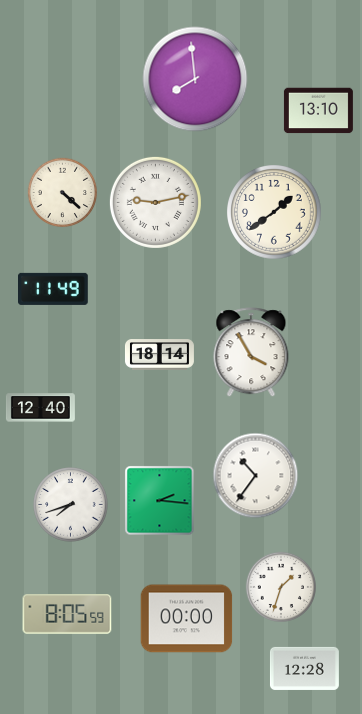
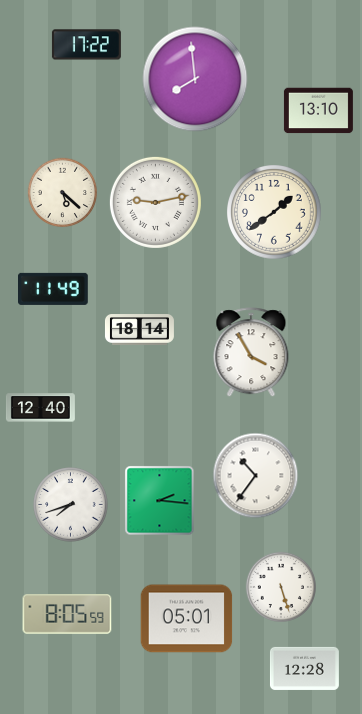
clock at (86, 45): none -> 17:22
clock at (63, 193): 4:22 -> 5:22
clock at (159, 355) position: (159, 355) -> (139, 330)
clock at (280, 586): 1:33 -> 5:27
clock at (187, 619): 00:00 -> 05:01
